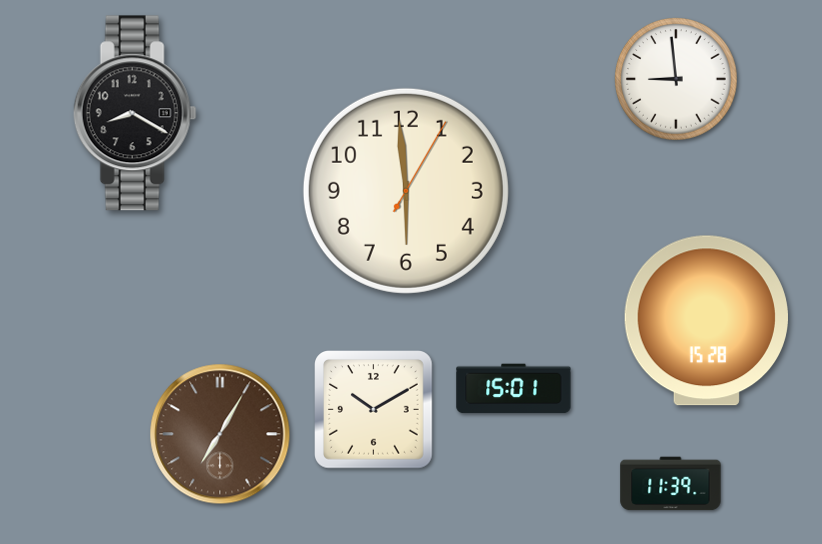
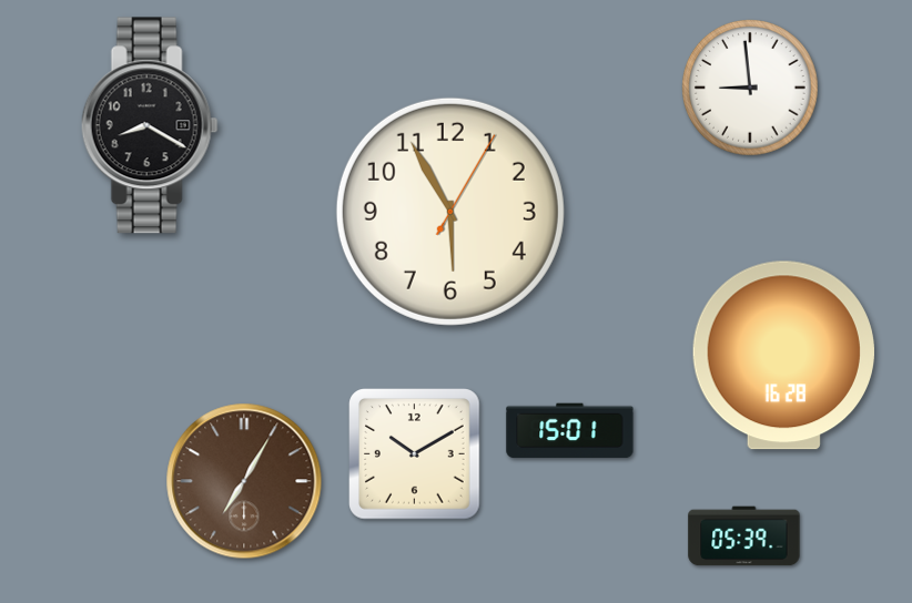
clock at (406, 191): 5:59 -> 5:55
clock at (706, 321): 15:28 -> 16:28
clock at (671, 484): 11:39 -> 05:39
